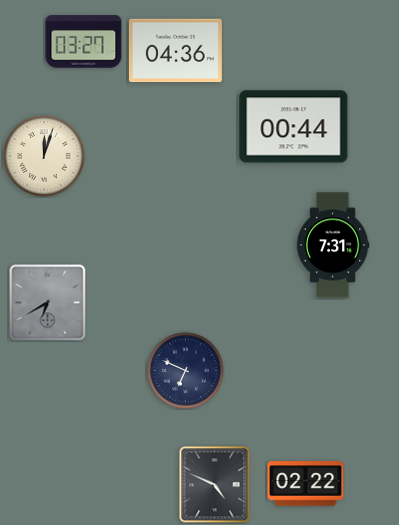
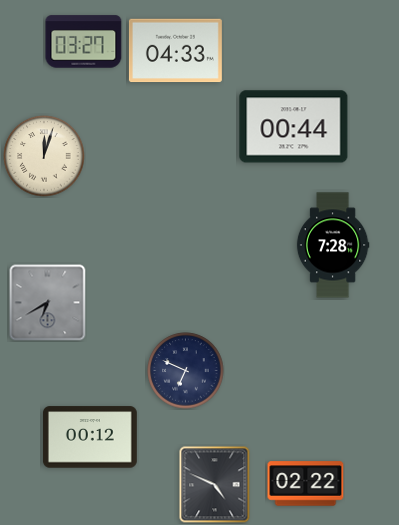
clock at (175, 51): 04:36 -> 04:33
clock at (333, 245): 7:31 -> 7:28
clock at (90, 437): none -> 00:12
